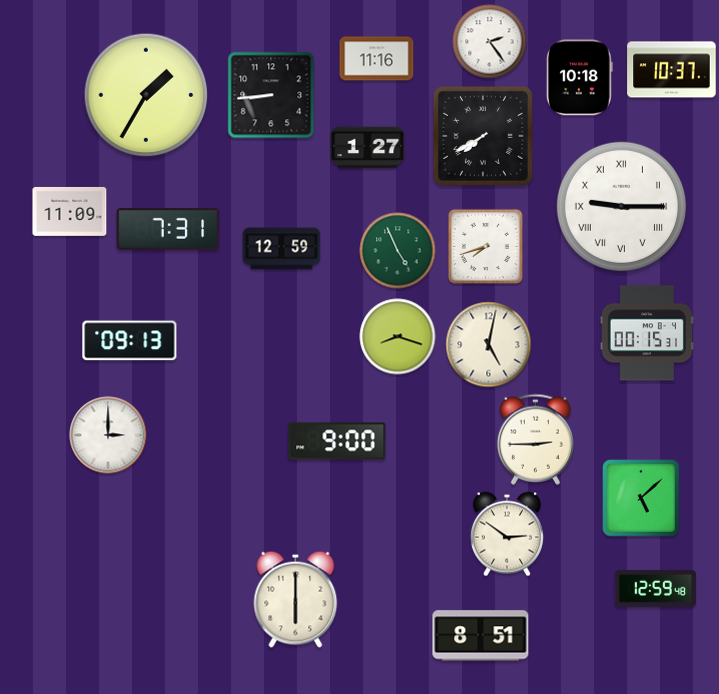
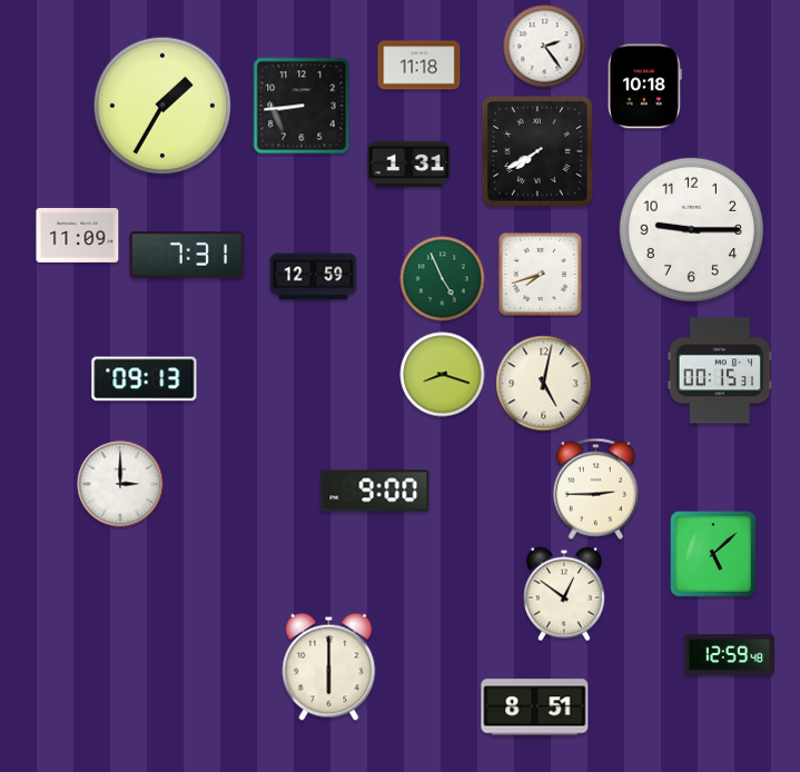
clock at (377, 59): 11:16 -> 11:18
clock at (672, 70): 10:37 -> none
clock at (368, 148): 1:27 -> 1:31
clock at (621, 206) numerals: Roman -> Arabic
clock at (507, 534): 2:51 -> 12:51
